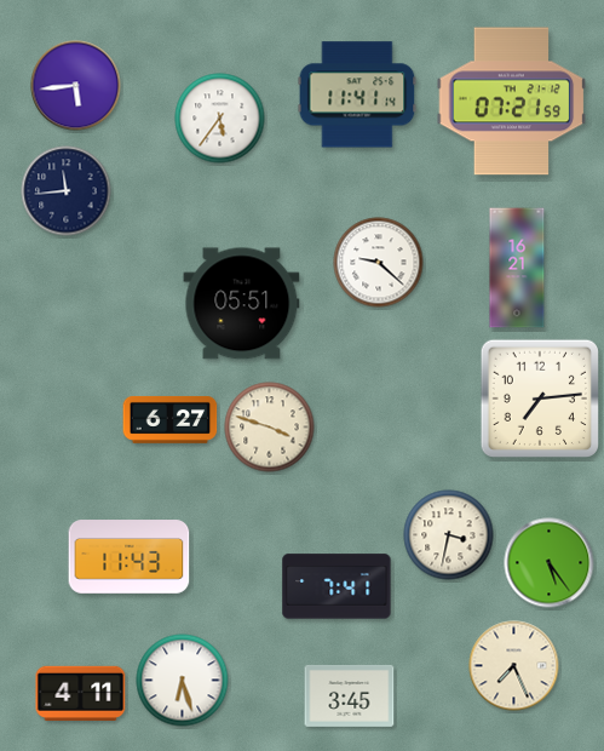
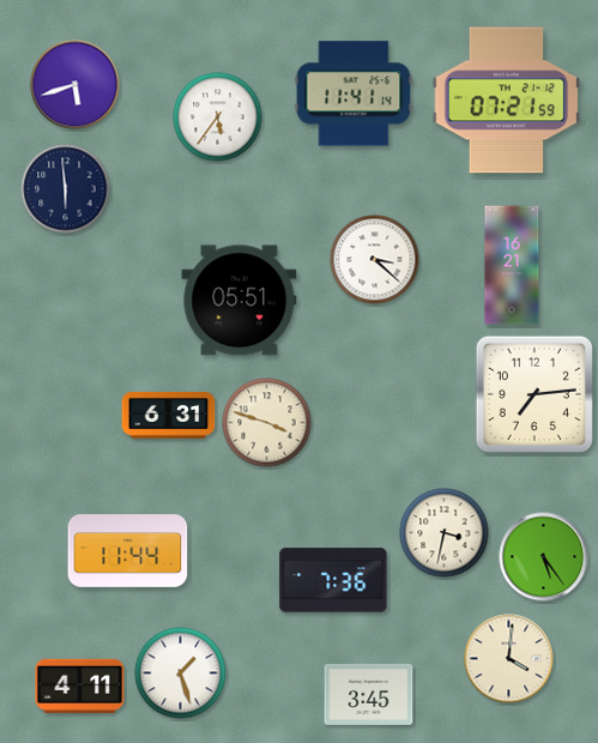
clock at (76, 86): 5:44 -> 5:42
clock at (67, 191): 11:44 -> 5:59
clock at (379, 263): 9:22 -> 3:22
clock at (171, 419): 6:27 -> 6:31
clock at (449, 535) position: (449, 535) -> (445, 533)
clock at (130, 557): 11:43 -> 11:44
clock at (336, 586): 7:41 -> 7:36
clock at (514, 666): 7:26 -> 4:01
clock at (183, 681): 6:27 -> 1:27
clock at (350, 695) position: (350, 695) -> (369, 694)
